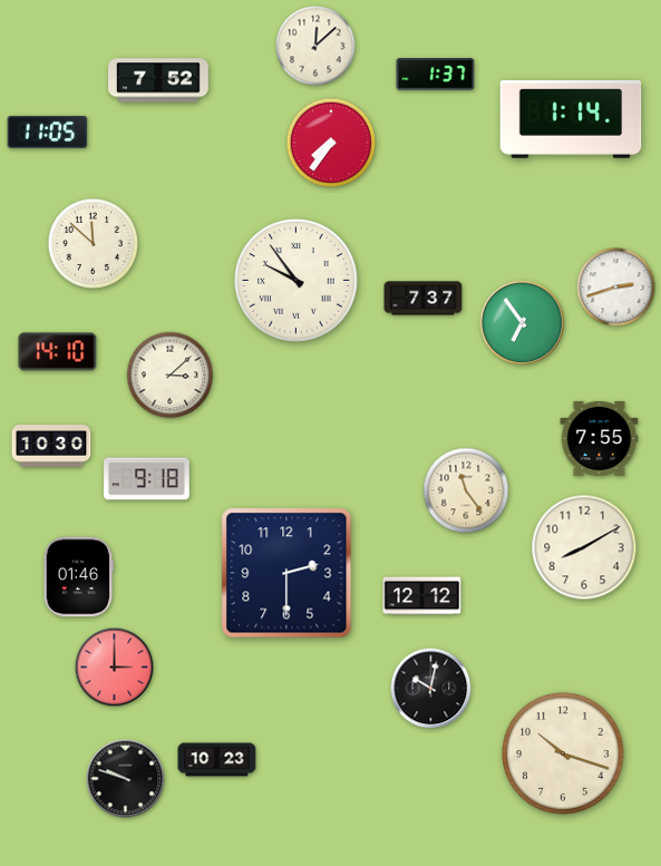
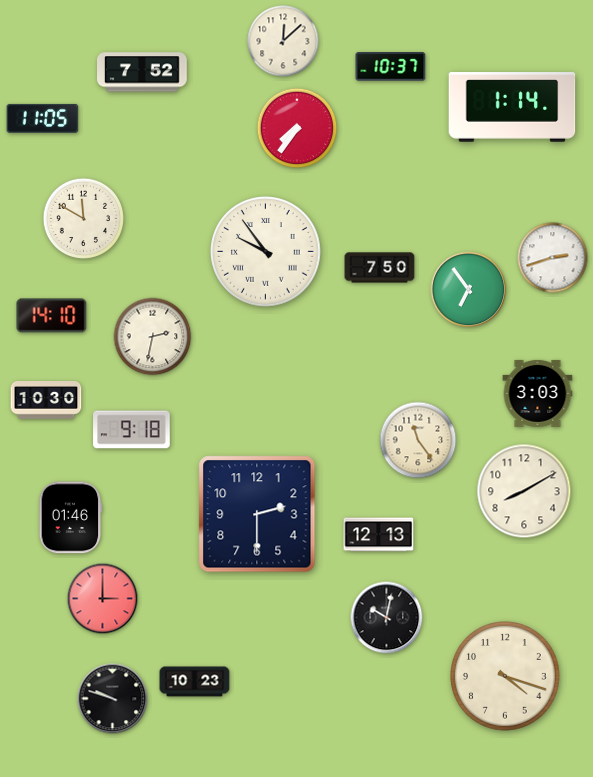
clock at (436, 75): 1:37 -> 10:37
clock at (94, 244): 11:52 -> 11:50
clock at (424, 299): 7:37 -> 7:50
clock at (171, 376): 3:08 -> 2:32
clock at (600, 438): 7:55 -> 3:03
clock at (422, 596): 12:12 -> 12:13
clock at (564, 755): 10:18 -> 4:18
